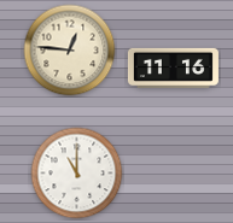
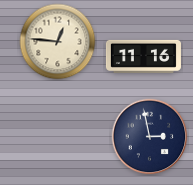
clock at (150, 137): none -> 2:58
clock at (77, 174): 11:00 -> none
